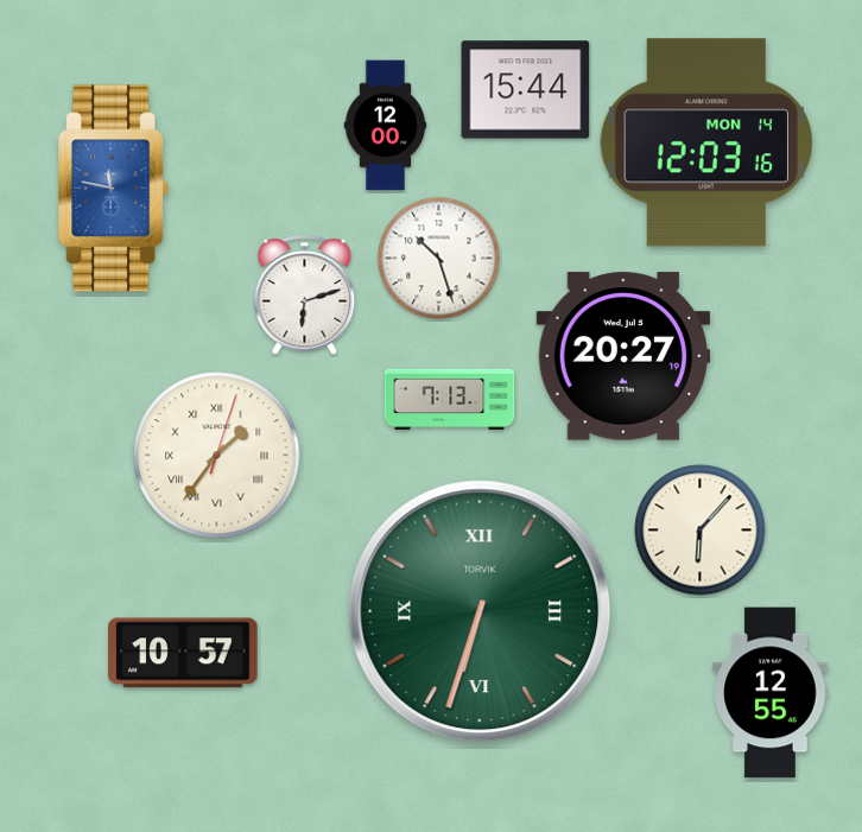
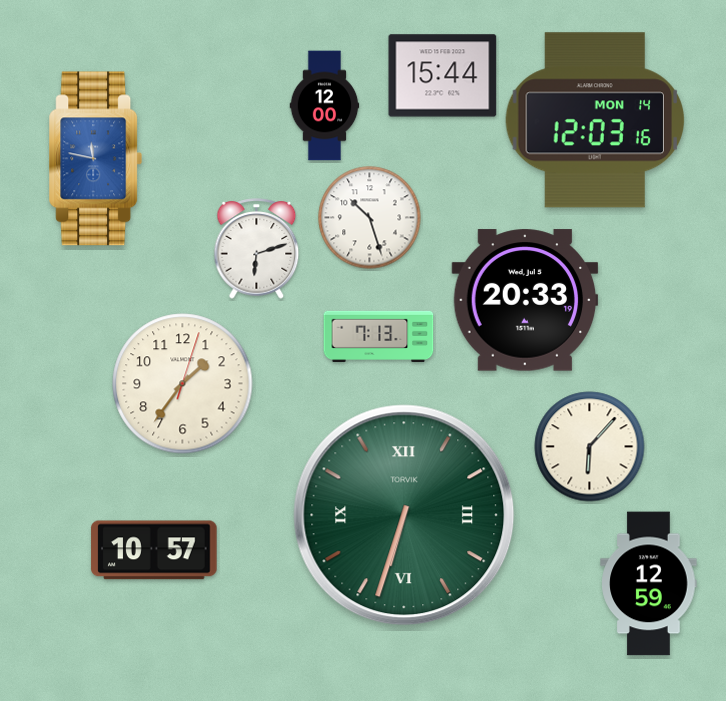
clock at (623, 356): 20:27 -> 20:33
clock at (217, 456) numerals: Roman -> Arabic
clock at (771, 693): 12:55 -> 12:59
